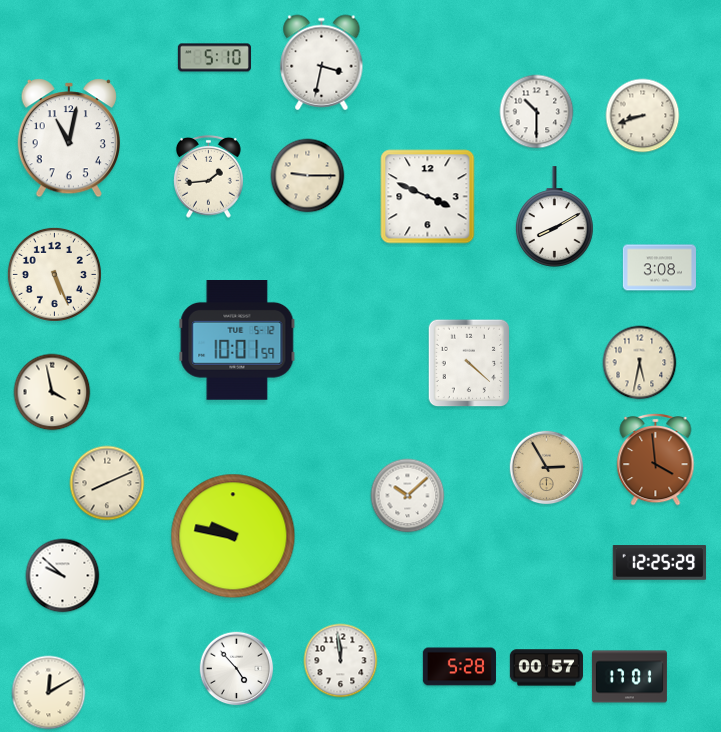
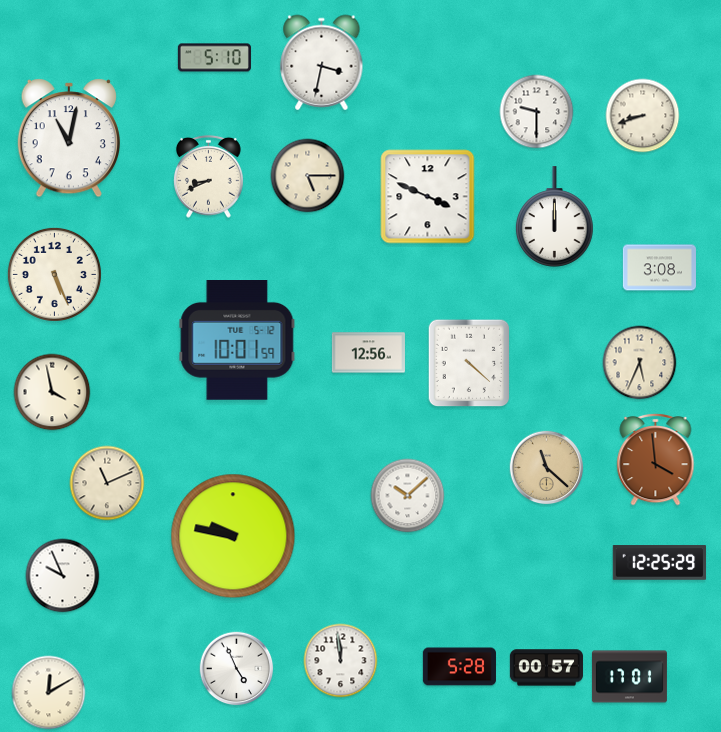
clock at (537, 112): 10:30 -> 9:30
clock at (208, 176): 1:44 -> 8:41
clock at (308, 176): 9:15 -> 5:15
clock at (554, 217): 8:10 -> 12:00
clock at (368, 353): none -> 12:56
clock at (640, 363): 5:32 -> 5:34
clock at (547, 468): 2:55 -> 11:22
clock at (107, 483): 8:11 -> 11:11
clock at (63, 576): 9:52 -> 9:56
clock at (237, 669): 4:53 -> 4:56
